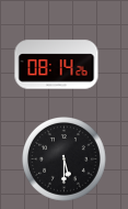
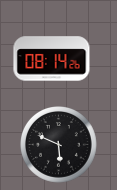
clock at (65, 159): 5:30 -> 5:49
